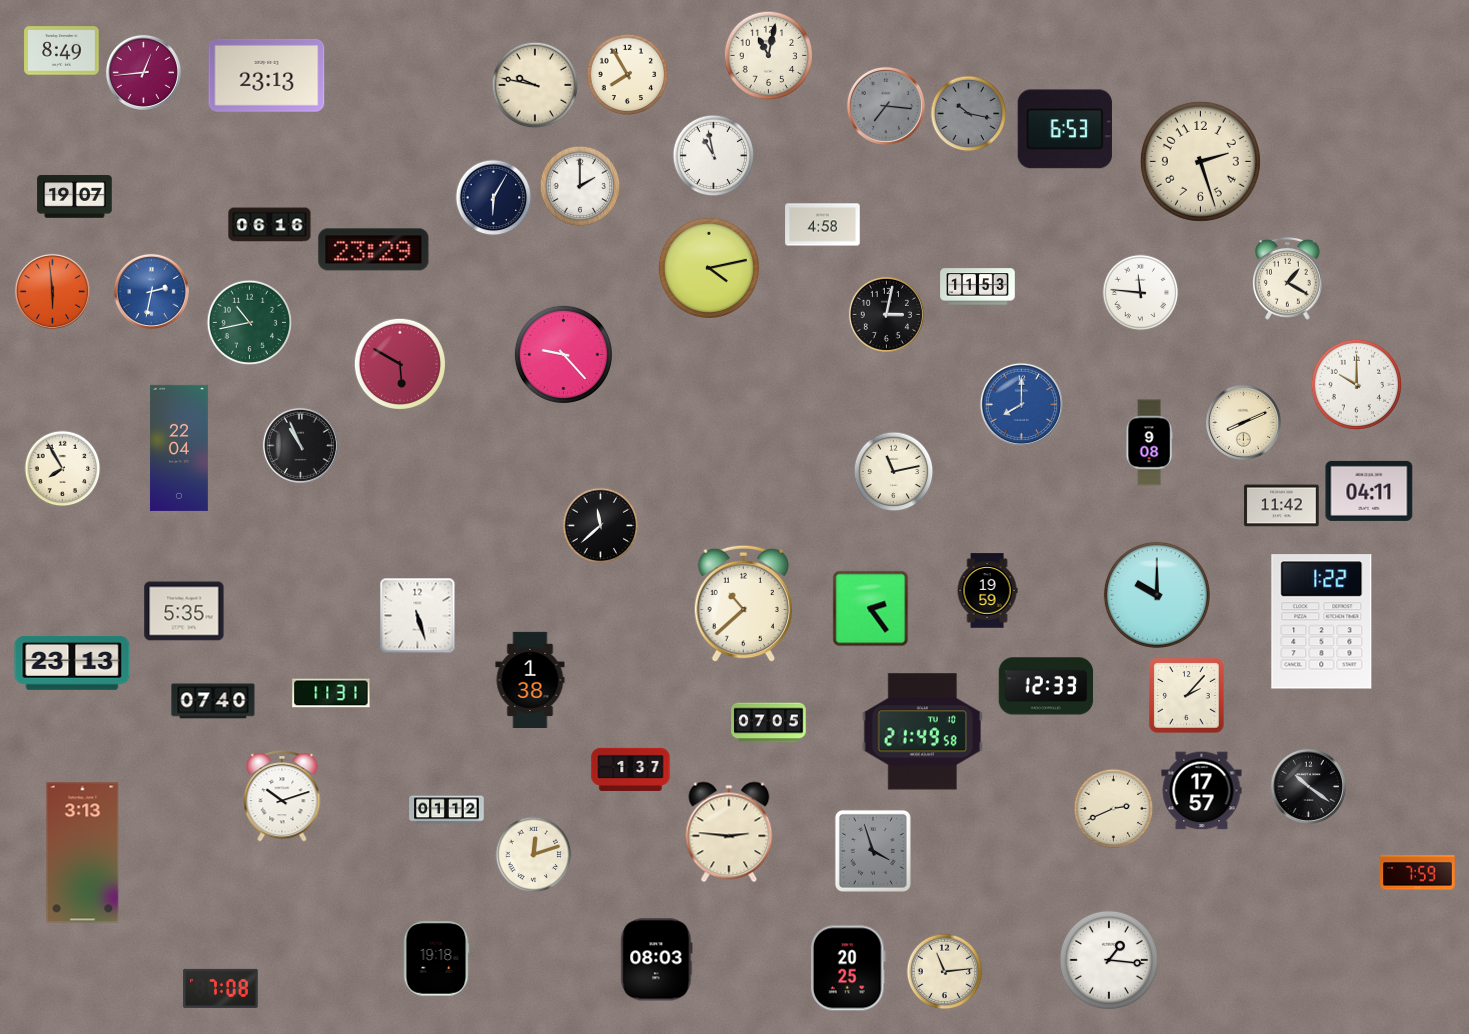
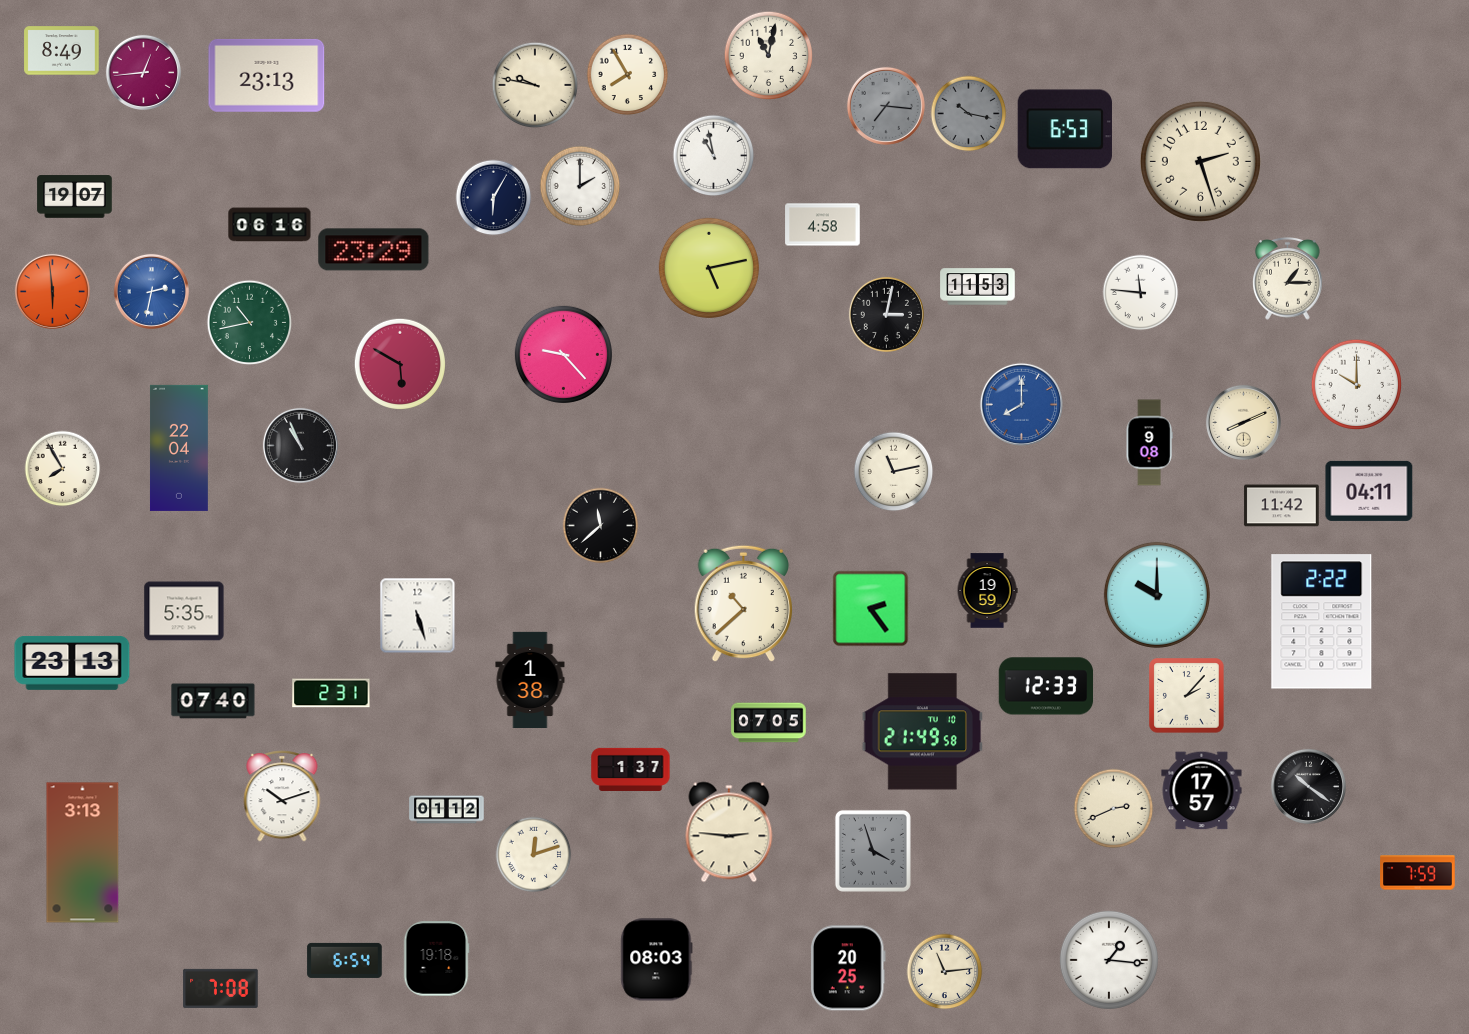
clock at (709, 268): 4:13 -> 5:13
clock at (1288, 279): 1:20 -> 1:15
clock at (1322, 622): 1:22 -> 2:22
clock at (331, 693): 11:31 -> 2:31
clock at (345, 960): none -> 6:54
